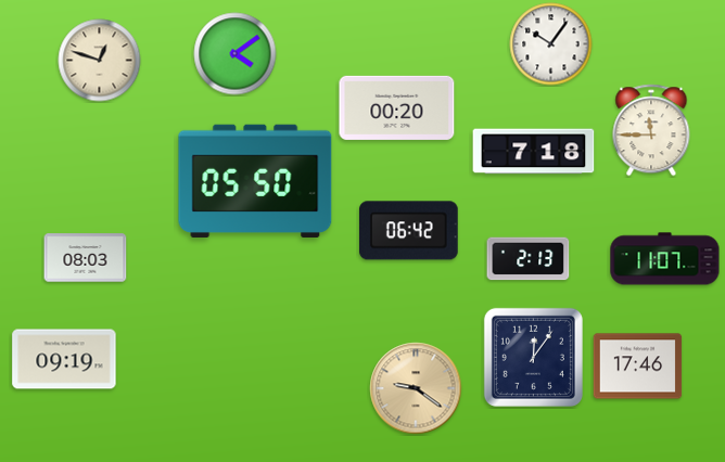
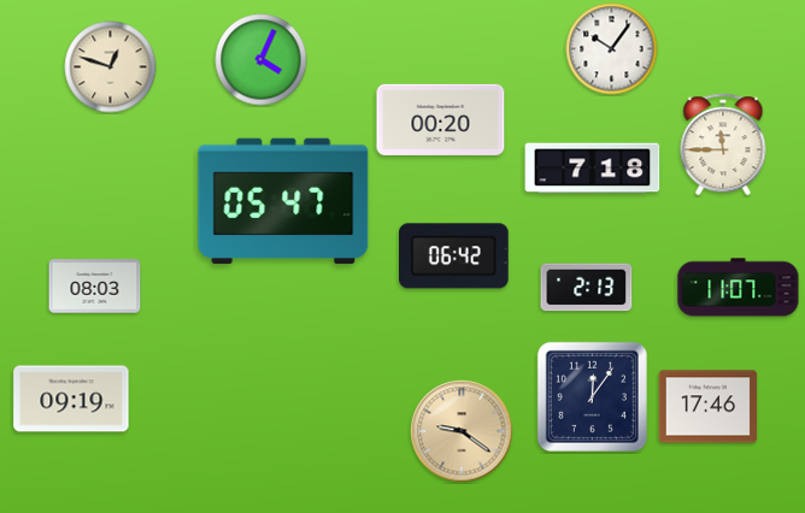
clock at (236, 54): 4:09 -> 4:04
clock at (255, 180): 05:50 -> 05:47
